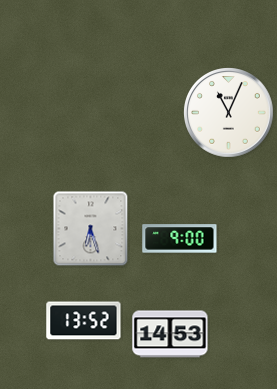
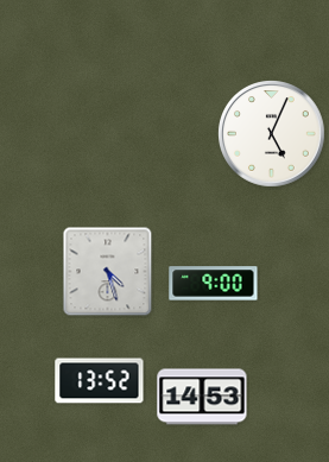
clock at (229, 113): 11:04 -> 5:04
clock at (91, 229): 6:27 -> 4:27
